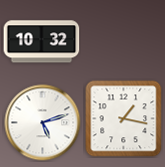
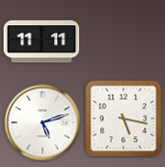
clock at (42, 42): 10:32 -> 11:11
clock at (124, 119): 1:17 -> 5:17
